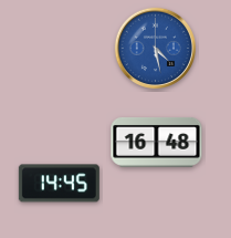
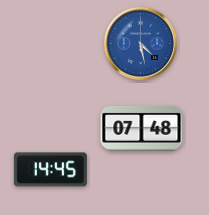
clock at (157, 142): 16:48 -> 07:48
clock at (59, 184) position: (59, 184) -> (50, 170)
